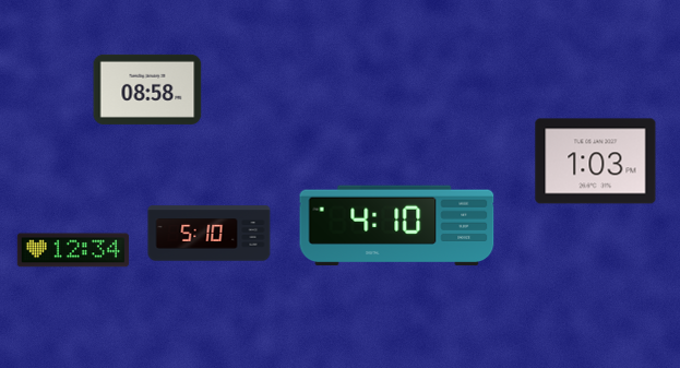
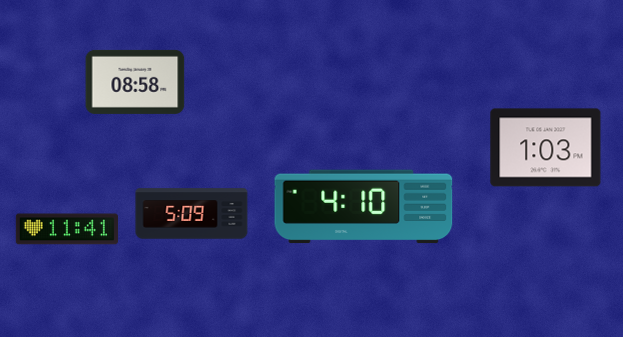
clock at (210, 234): 5:10 -> 5:09
clock at (73, 250): 12:34 -> 11:41
